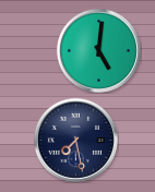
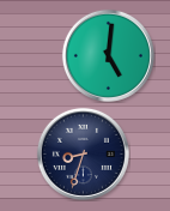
clock at (75, 140): 7:28 -> 8:33
